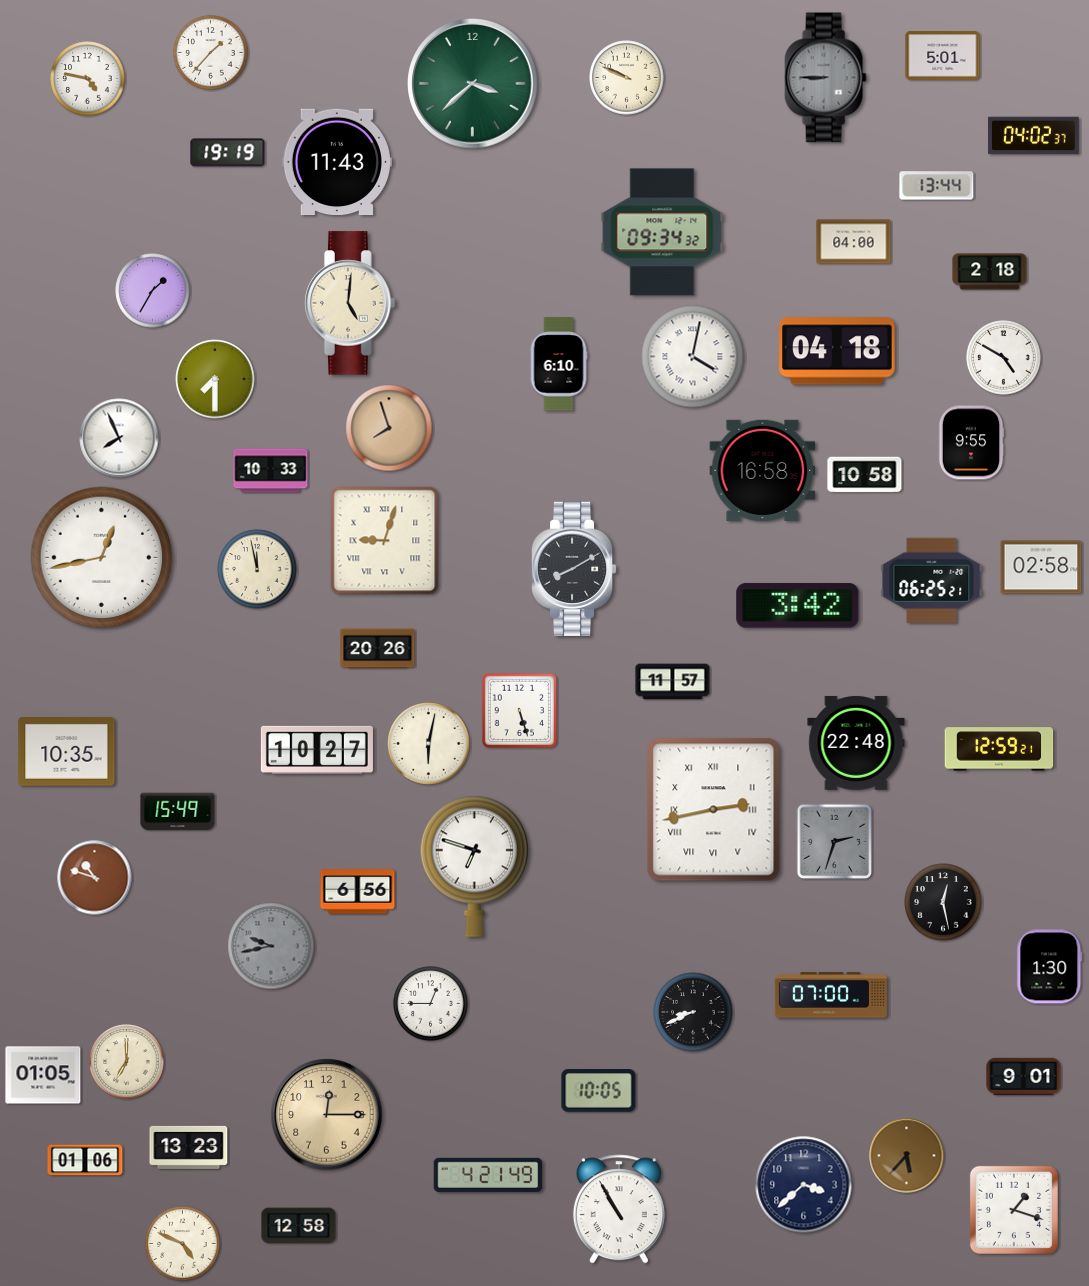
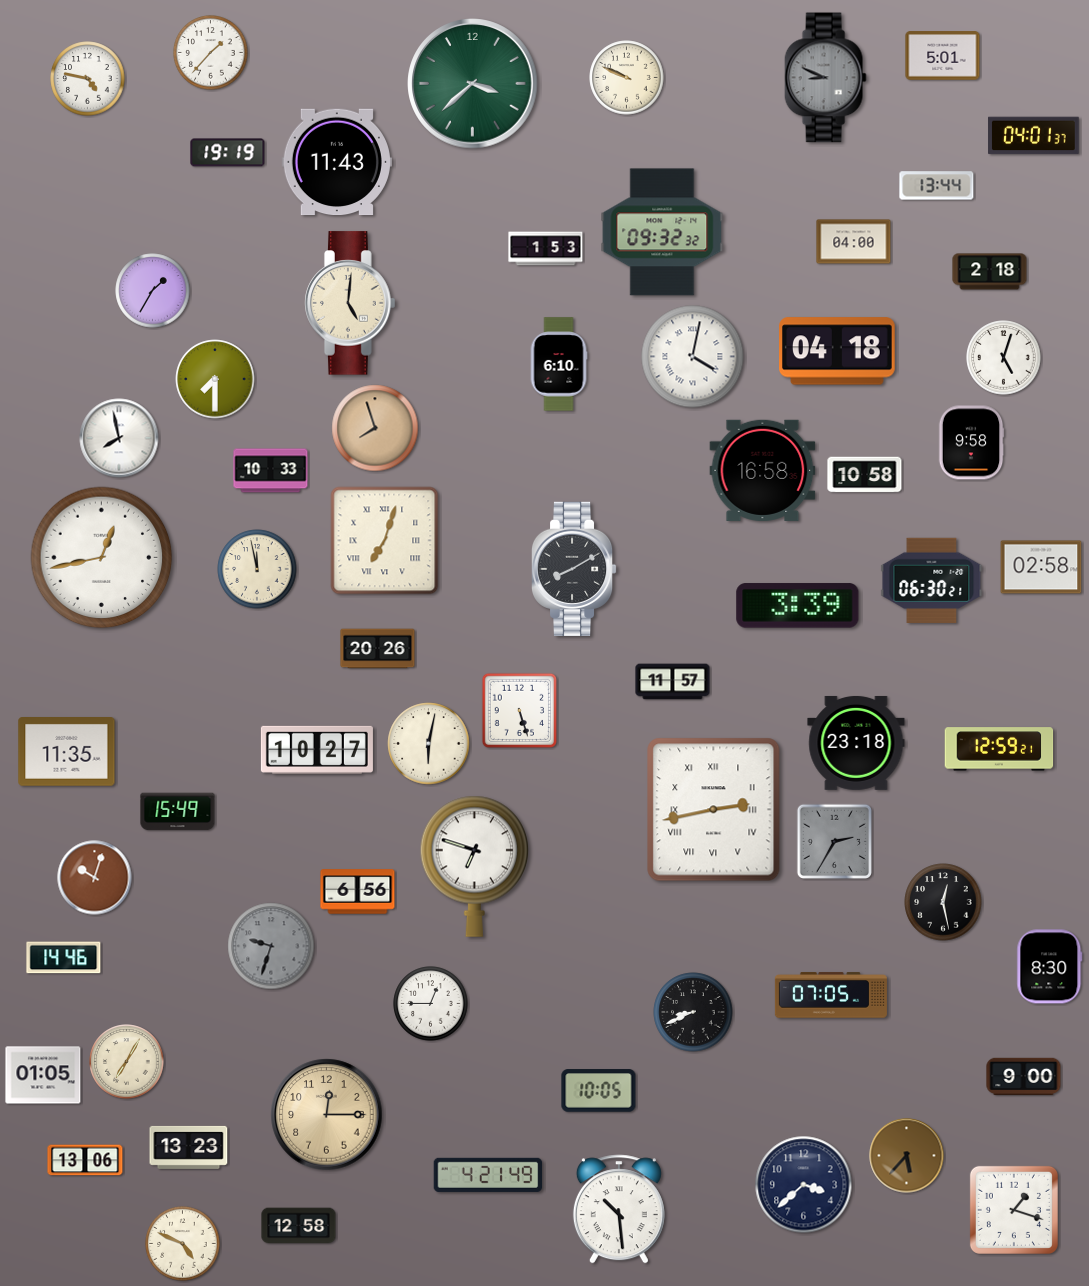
clock at (825, 78): 8:45 -> 8:49
clock at (1034, 136): 04:02 -> 04:01
clock at (662, 232): 09:34 -> 09:32
clock at (546, 249): none -> 1:53
clock at (1004, 358): 4:50 -> 5:03
clock at (389, 428) position: (389, 428) -> (375, 428)
clock at (119, 438): 7:56 -> 7:58
clock at (971, 443): 9:55 -> 9:58
clock at (385, 541): 9:03 -> 7:03
clock at (932, 580): 06:25 -> 06:30
clock at (798, 606): 3:42 -> 3:39
clock at (856, 743): 22:48 -> 23:18
clock at (67, 752): 10:35 -> 11:35
clock at (834, 841): 2:33 -> 2:35
clock at (95, 878): 10:48 -> 10:03
clock at (271, 946): 9:43 -> 9:33
clock at (64, 958): none -> 14:46
clock at (1050, 967): 1:30 -> 8:30
clock at (831, 995): 07:00 -> 07:05
clock at (127, 1062): 7:00 -> 7:05
clock at (1024, 1077): 9:01 -> 9:00
clock at (85, 1160): 01:06 -> 13:06
clock at (619, 1209): 10:55 -> 10:29
